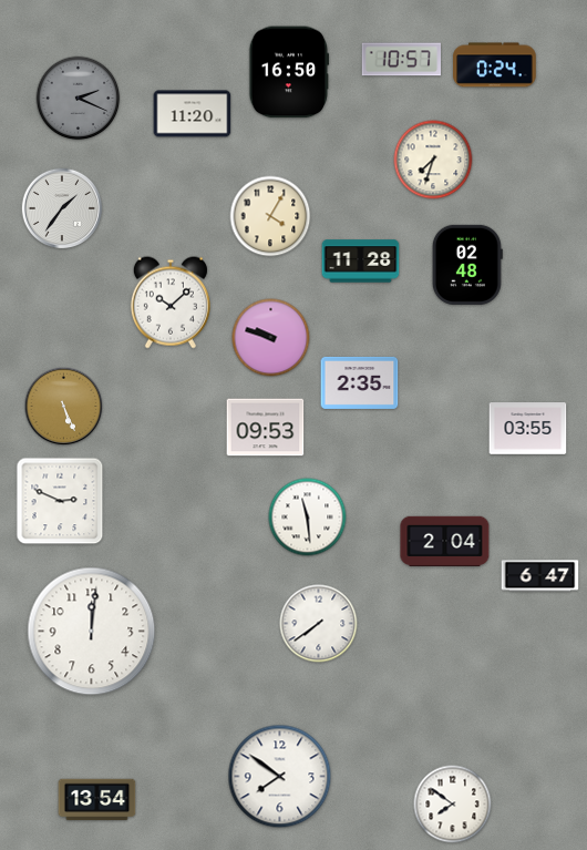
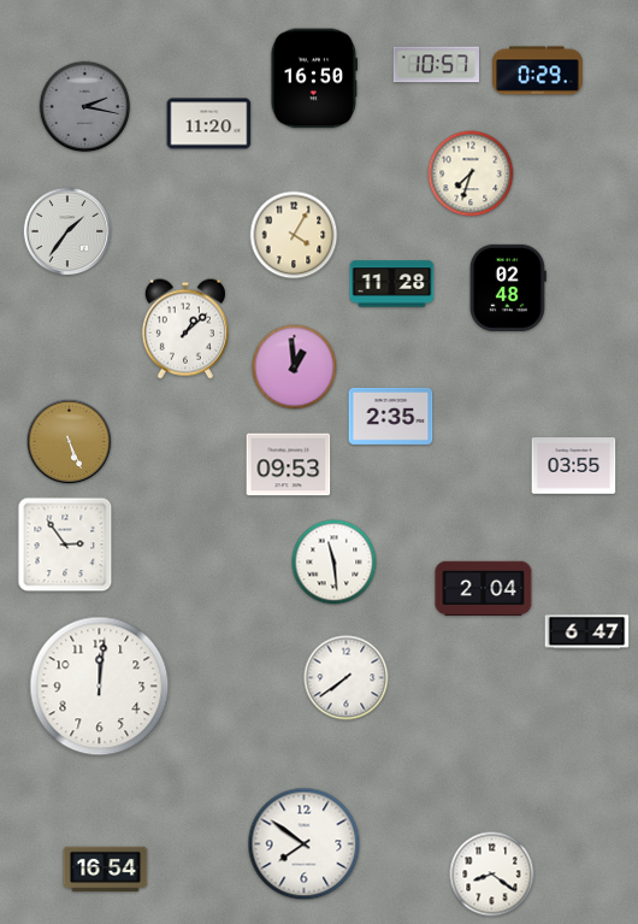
clock at (495, 65): 0:24 -> 0:29
clock at (79, 99): 2:19 -> 2:17
clock at (62, 208) position: (62, 208) -> (67, 231)
clock at (171, 303): 10:08 -> 1:08
clock at (271, 338): 9:48 -> 12:59
clock at (60, 501): 2:49 -> 2:54
clock at (540, 576) position: (540, 576) -> (587, 632)
clock at (97, 800): 13:54 -> 16:54
clock at (453, 805): 7:51 -> 8:21
